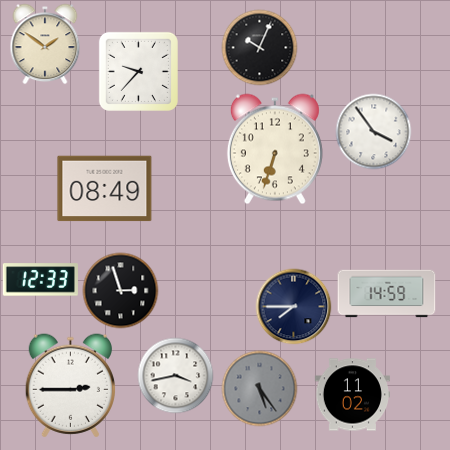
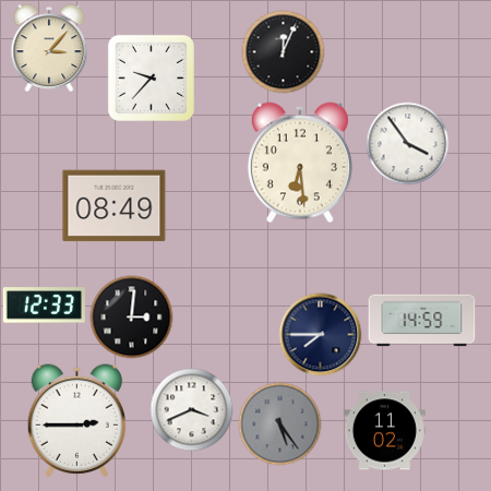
clock at (45, 44): 1:51 -> 3:07
clock at (260, 48): 10:04 -> 12:04
clock at (275, 149): 6:33 -> 6:29
clock at (121, 291): 2:57 -> 3:01
clock at (176, 376): 3:43 -> 3:41
clock at (260, 389) position: (260, 389) -> (280, 424)
